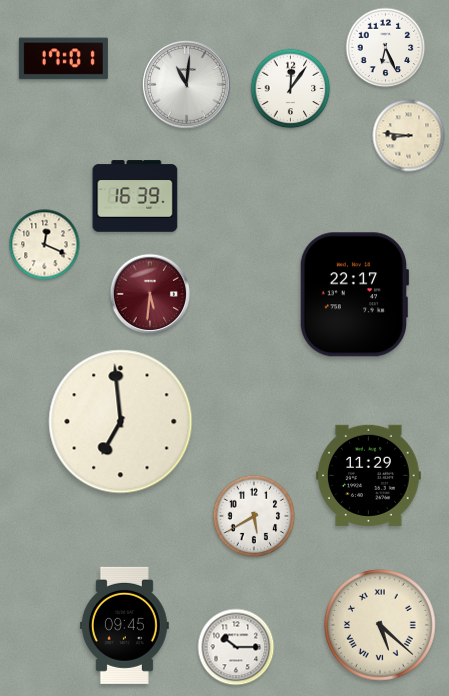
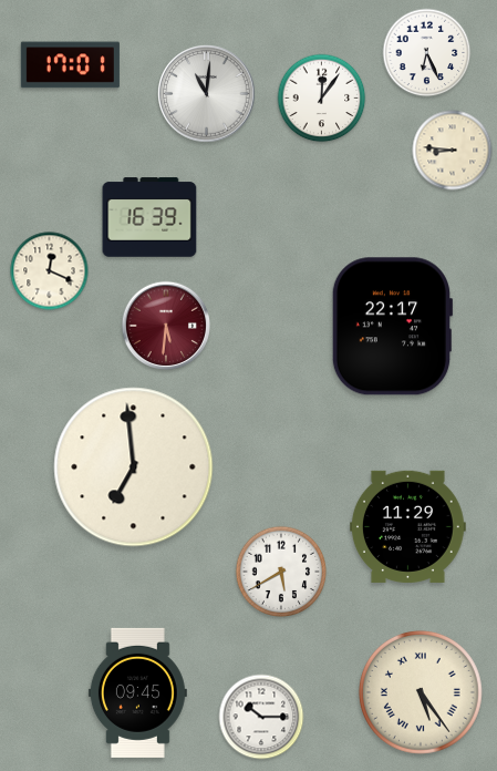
clock at (380, 625): 5:22 -> 5:24
